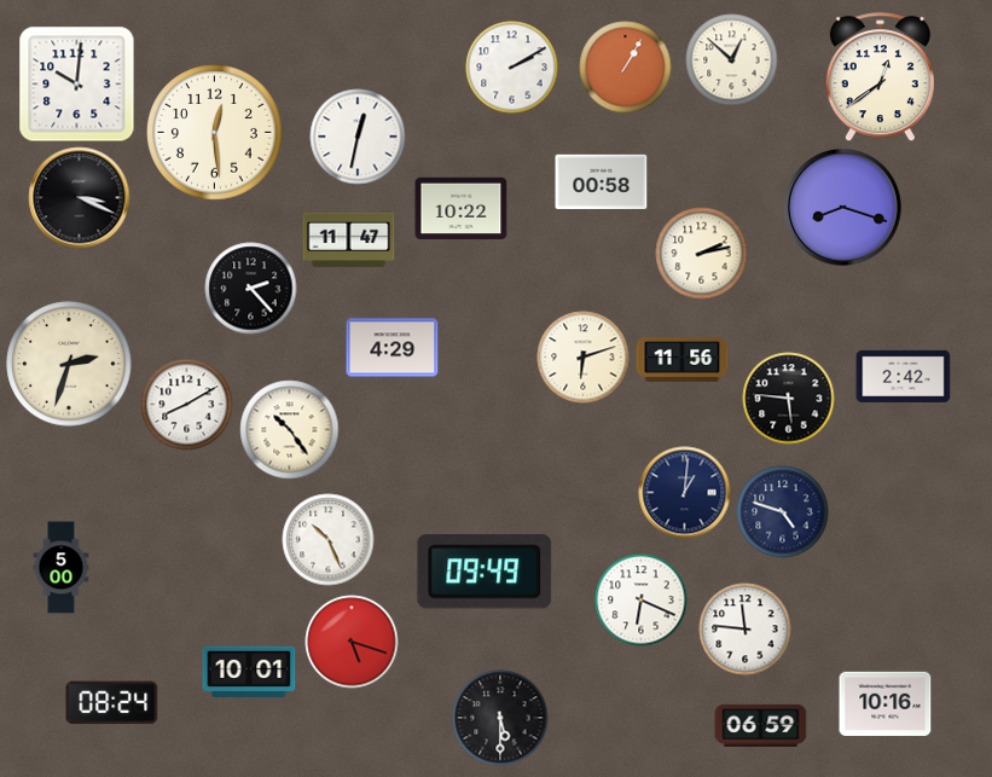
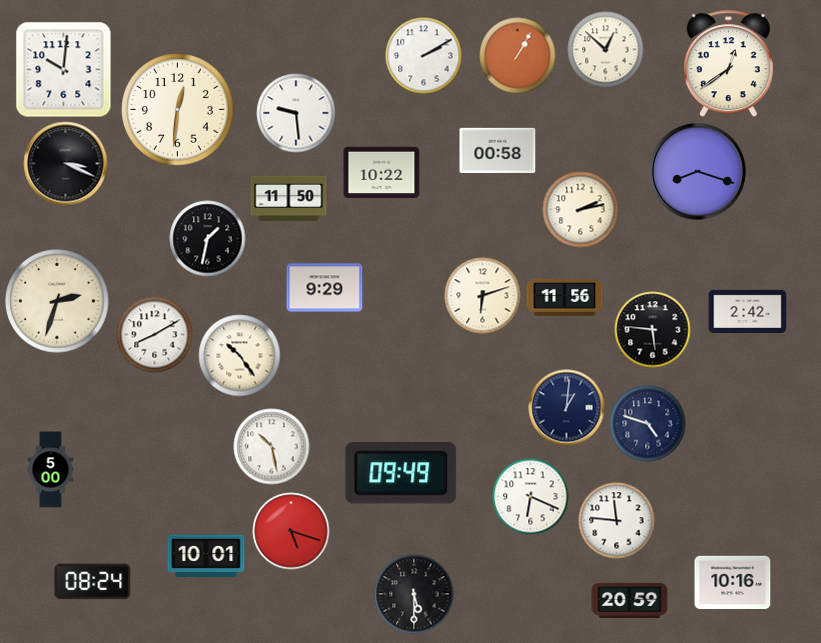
clock at (215, 133): 12:29 -> 12:31
clock at (358, 137): 12:32 -> 9:29
clock at (349, 240): 11:47 -> 11:50
clock at (251, 289): 2:23 -> 1:32
clock at (393, 348): 4:29 -> 9:29
clock at (329, 540): 10:26 -> 10:28
clock at (761, 725): 06:59 -> 20:59
